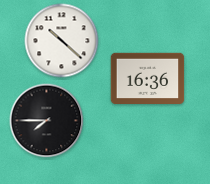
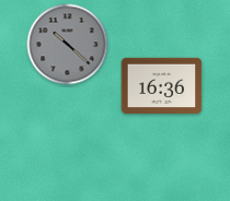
clock at (62, 41) dial: white -> grey
clock at (47, 121): 7:45 -> none
